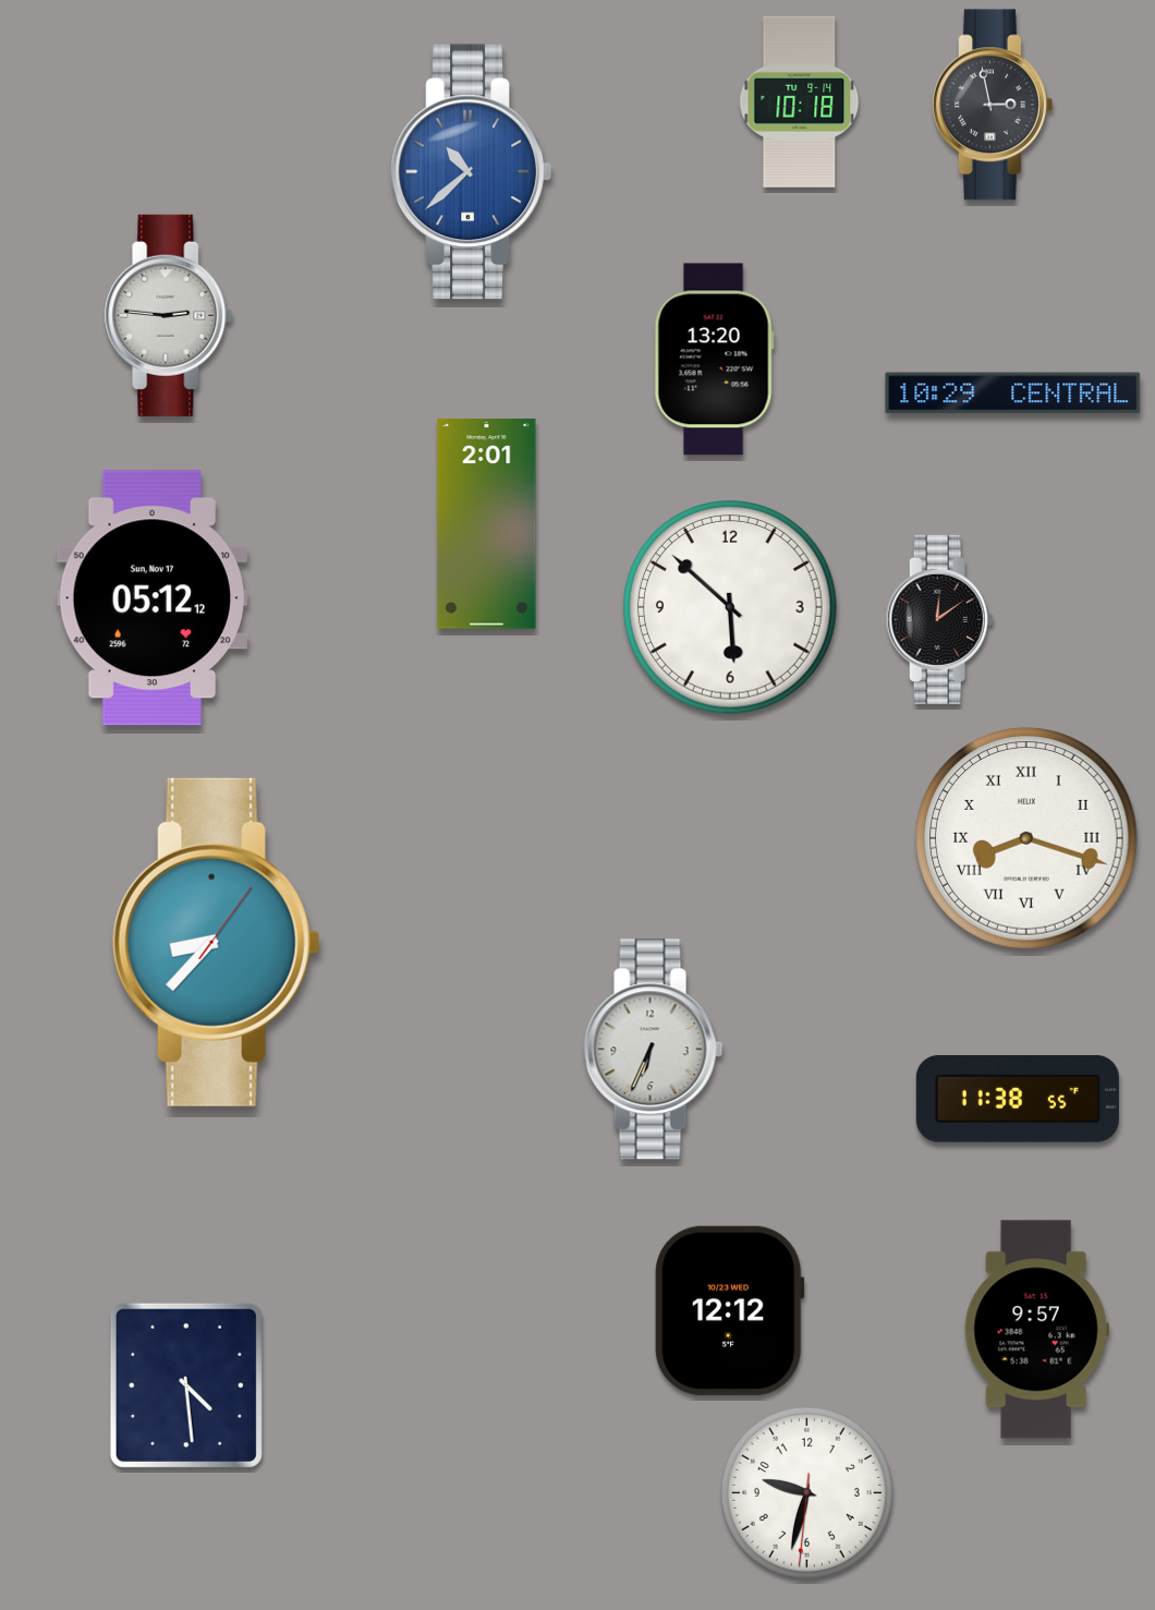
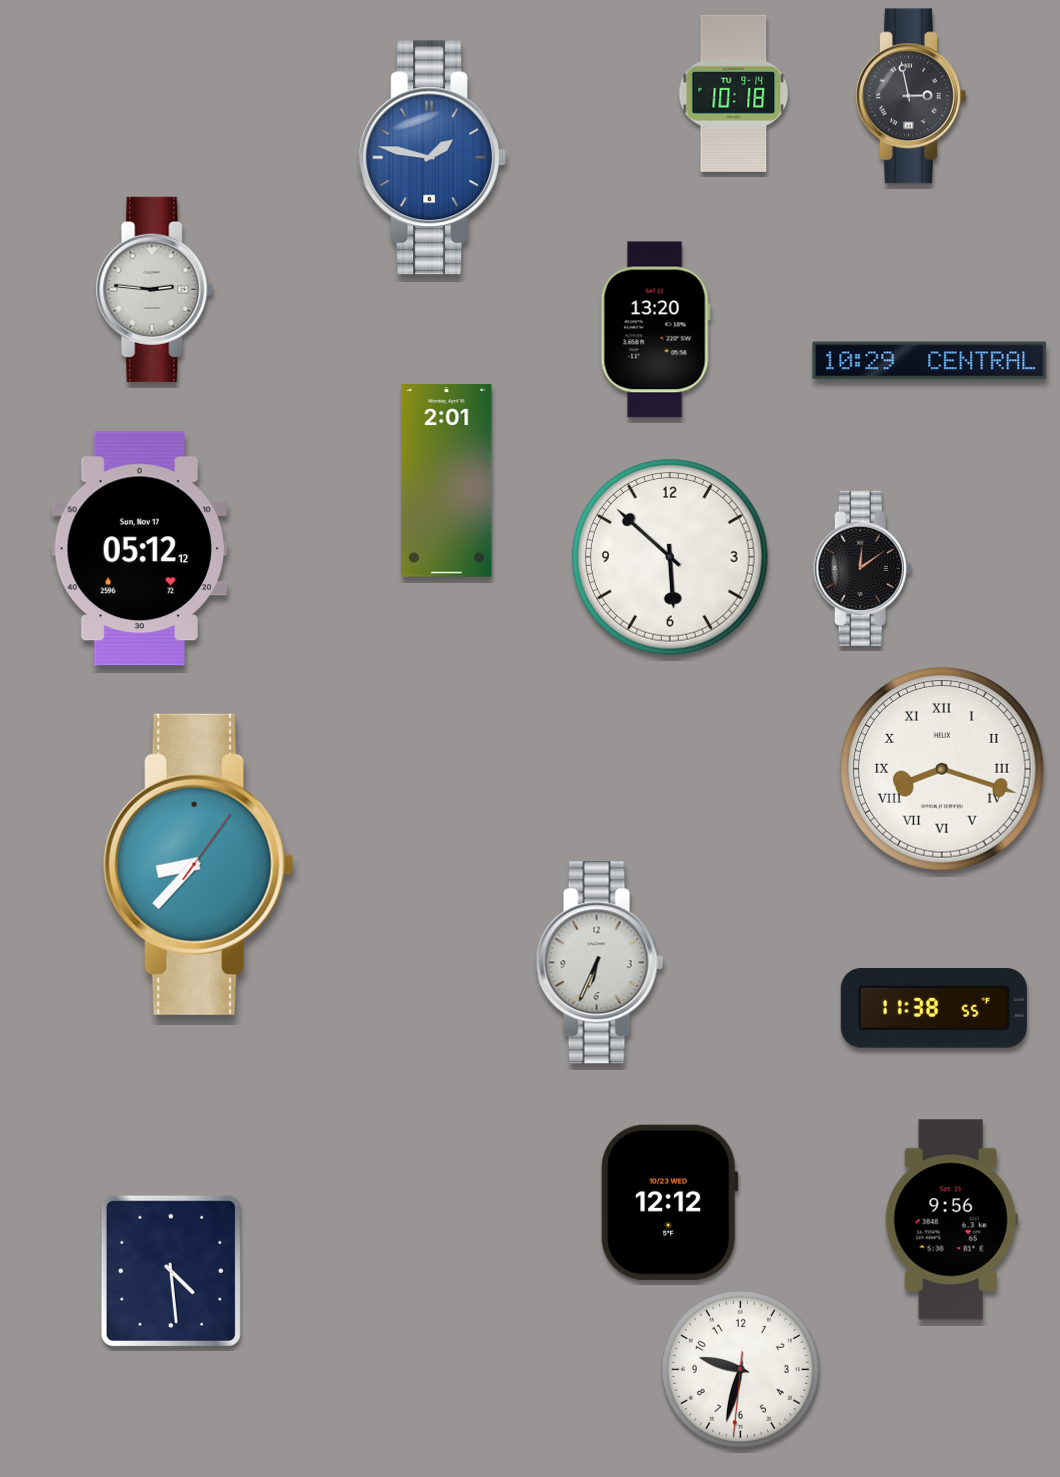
clock at (471, 172): 10:38 -> 1:47
clock at (1036, 1330): 9:57 -> 9:56
